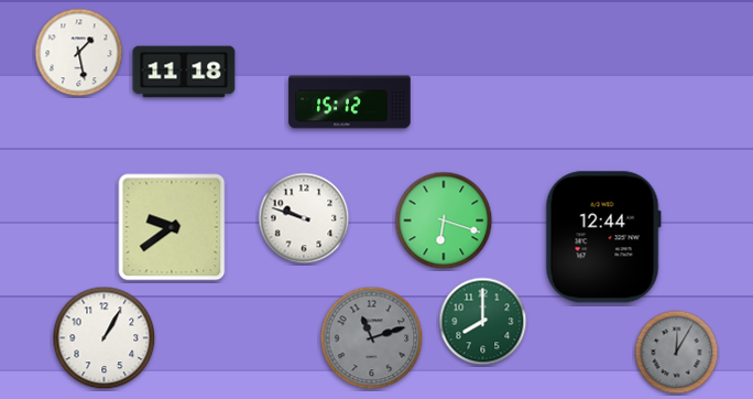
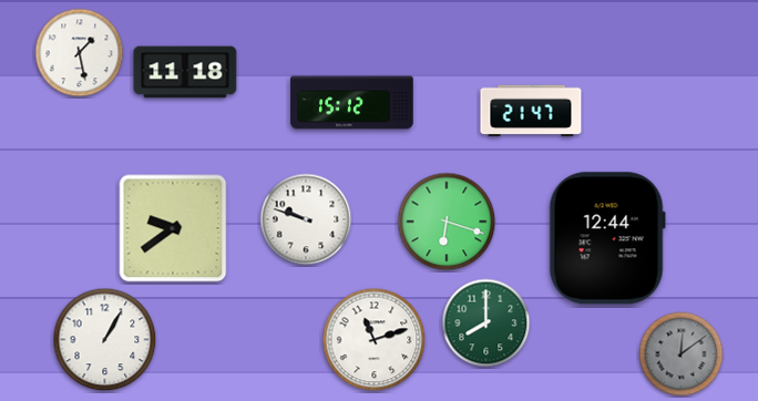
clock at (531, 111): none -> 21:47
clock at (372, 338) dial: grey -> white
clock at (677, 353): 12:05 -> 12:09
